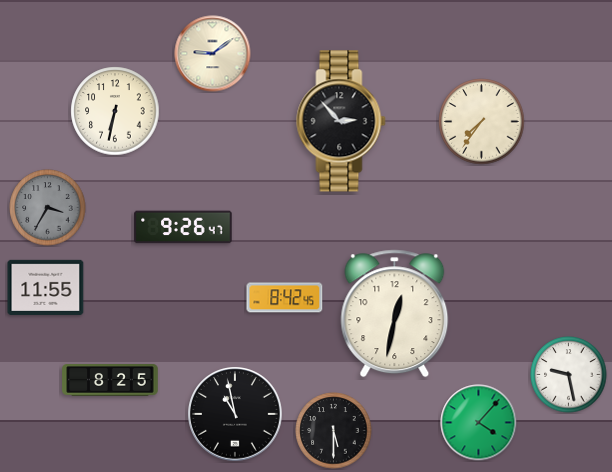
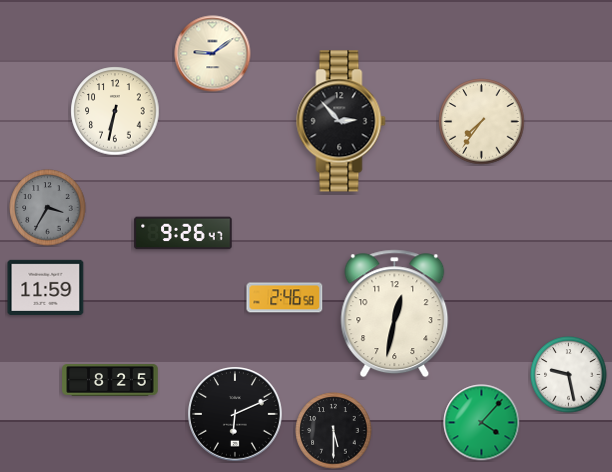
clock at (183, 227) position: (183, 227) -> (183, 233)
clock at (46, 287): 11:55 -> 11:59
clock at (285, 298): 8:42 -> 2:46
clock at (236, 415): 10:58 -> 6:11
clock at (479, 423) position: (479, 423) -> (482, 423)
